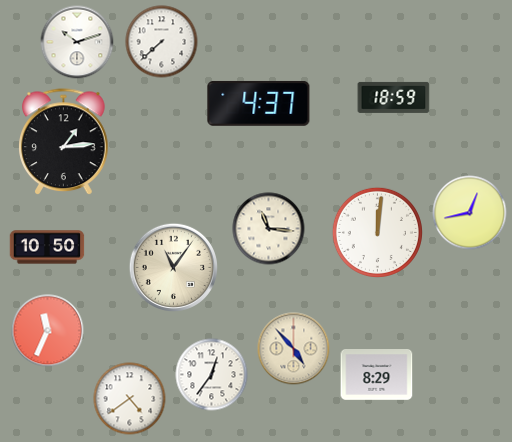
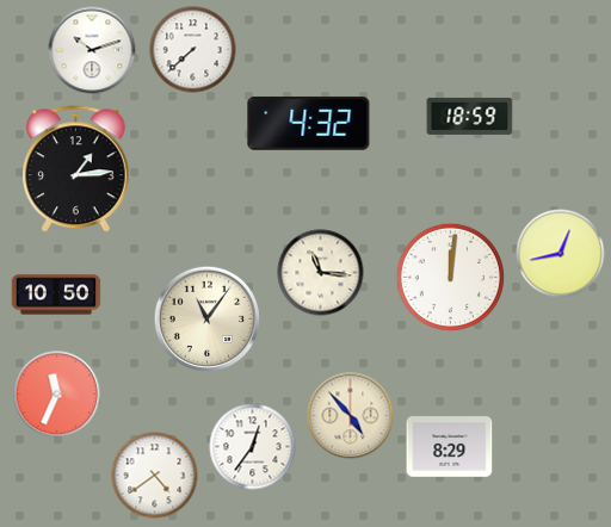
clock at (259, 103): 4:37 -> 4:32
